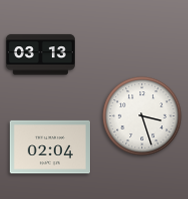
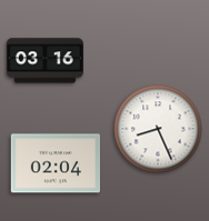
clock at (40, 55): 03:13 -> 03:16
clock at (142, 116): 3:27 -> 8:26
